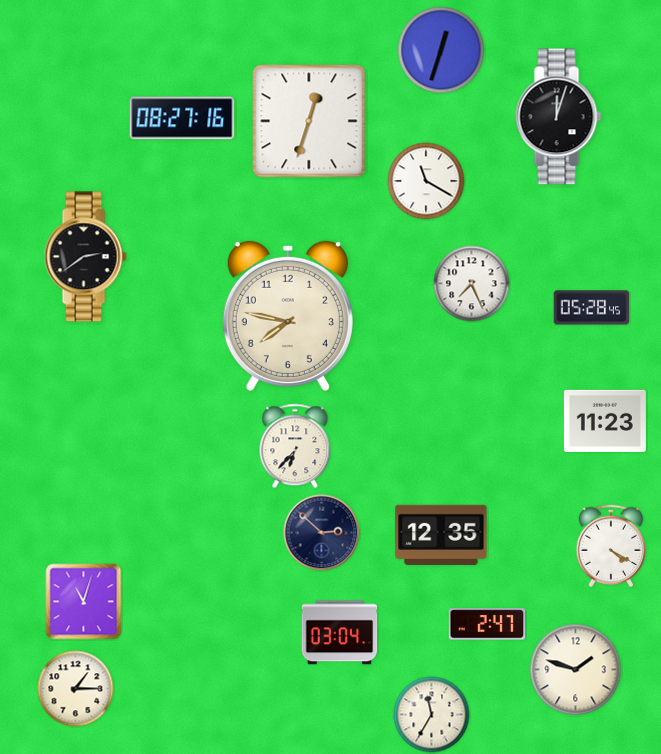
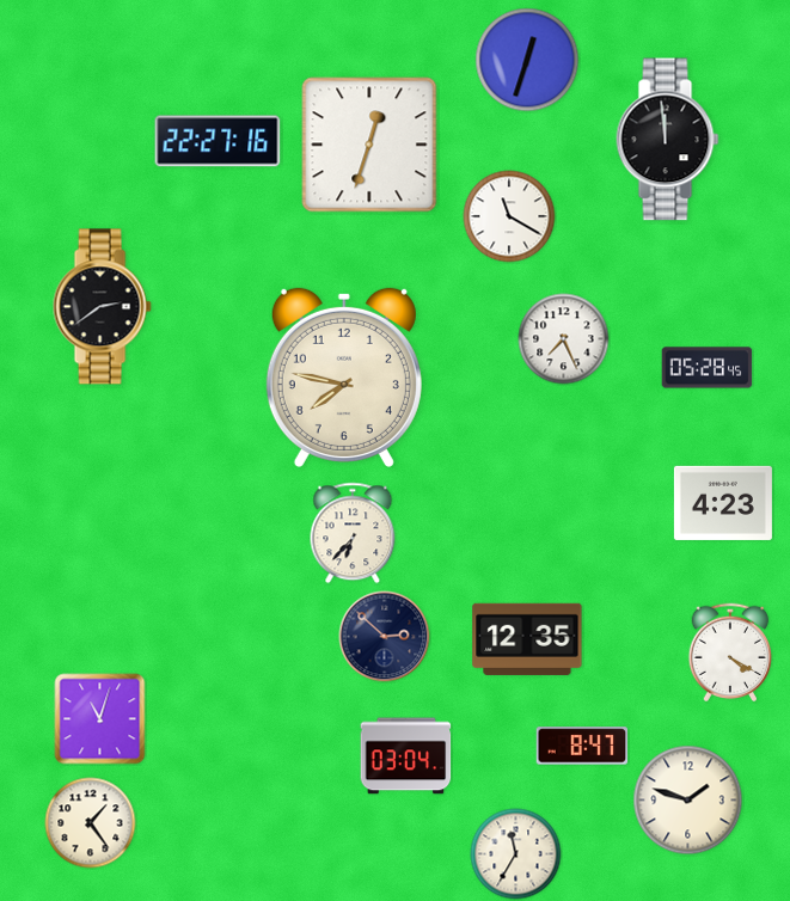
clock at (559, 117): 12:03 -> 11:59
clock at (182, 118): 08:27 -> 22:27
clock at (605, 421): 11:23 -> 4:23
clock at (487, 624): 2:47 -> 8:47
clock at (76, 689): 1:15 -> 1:24
